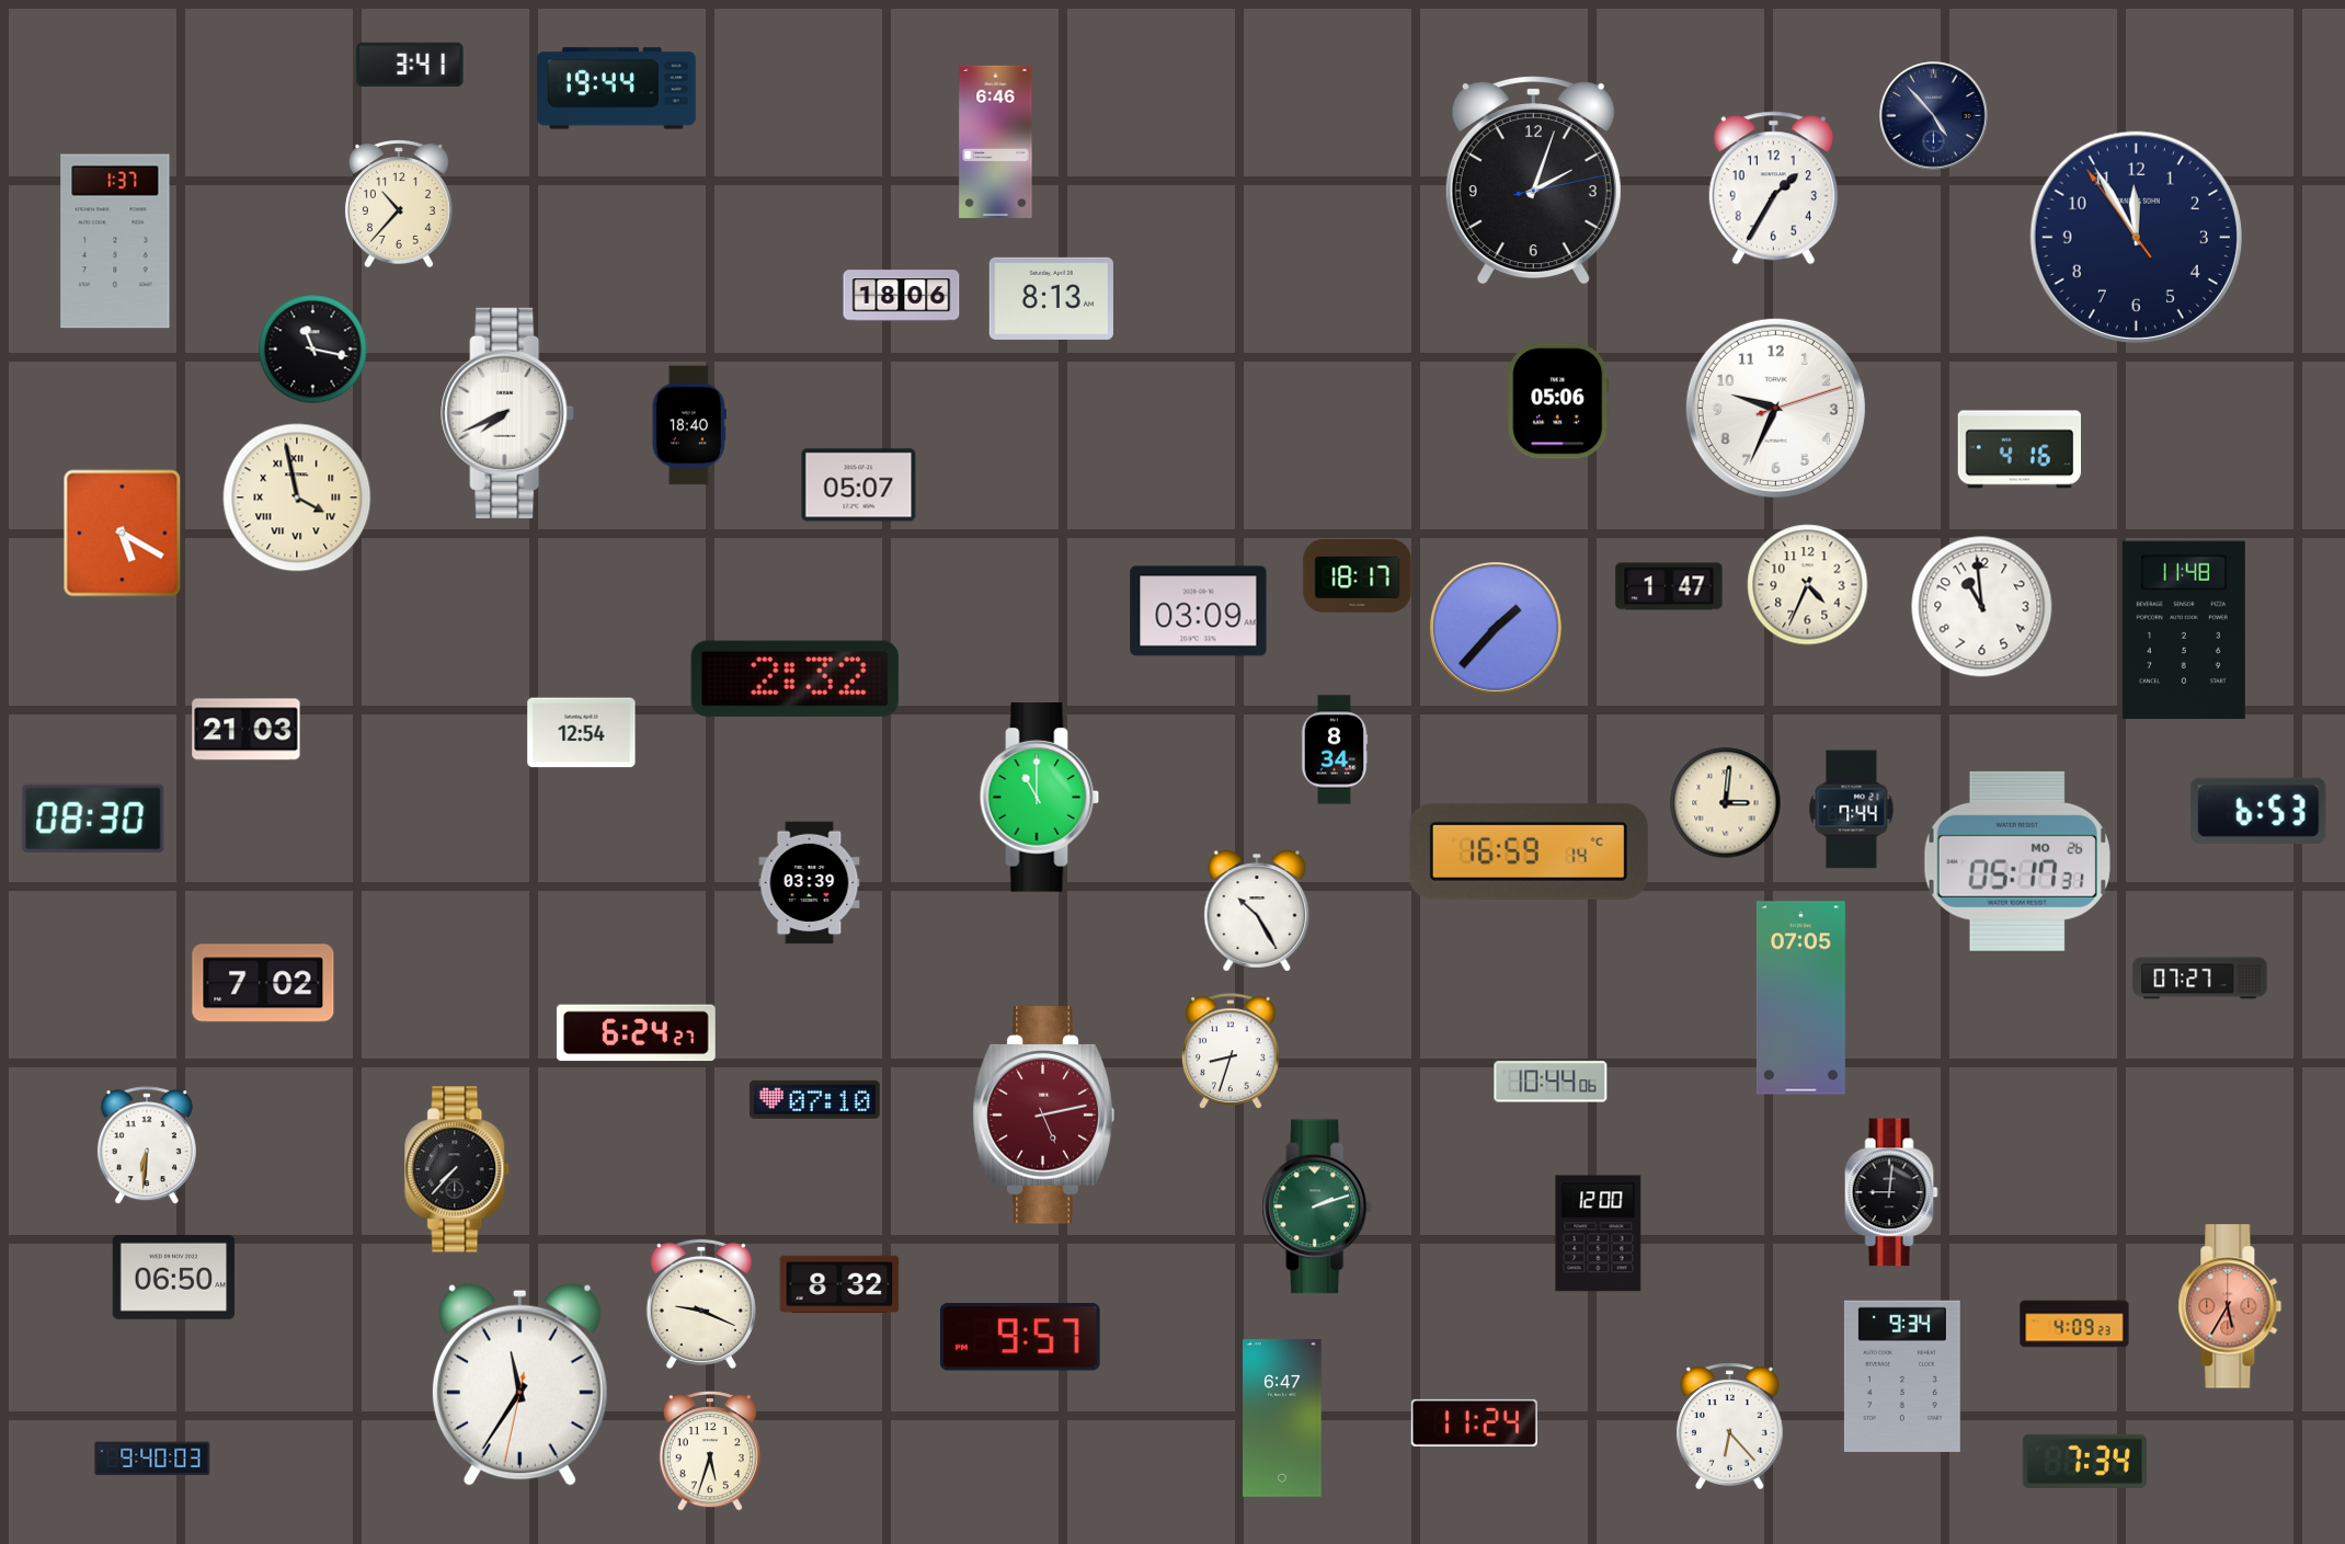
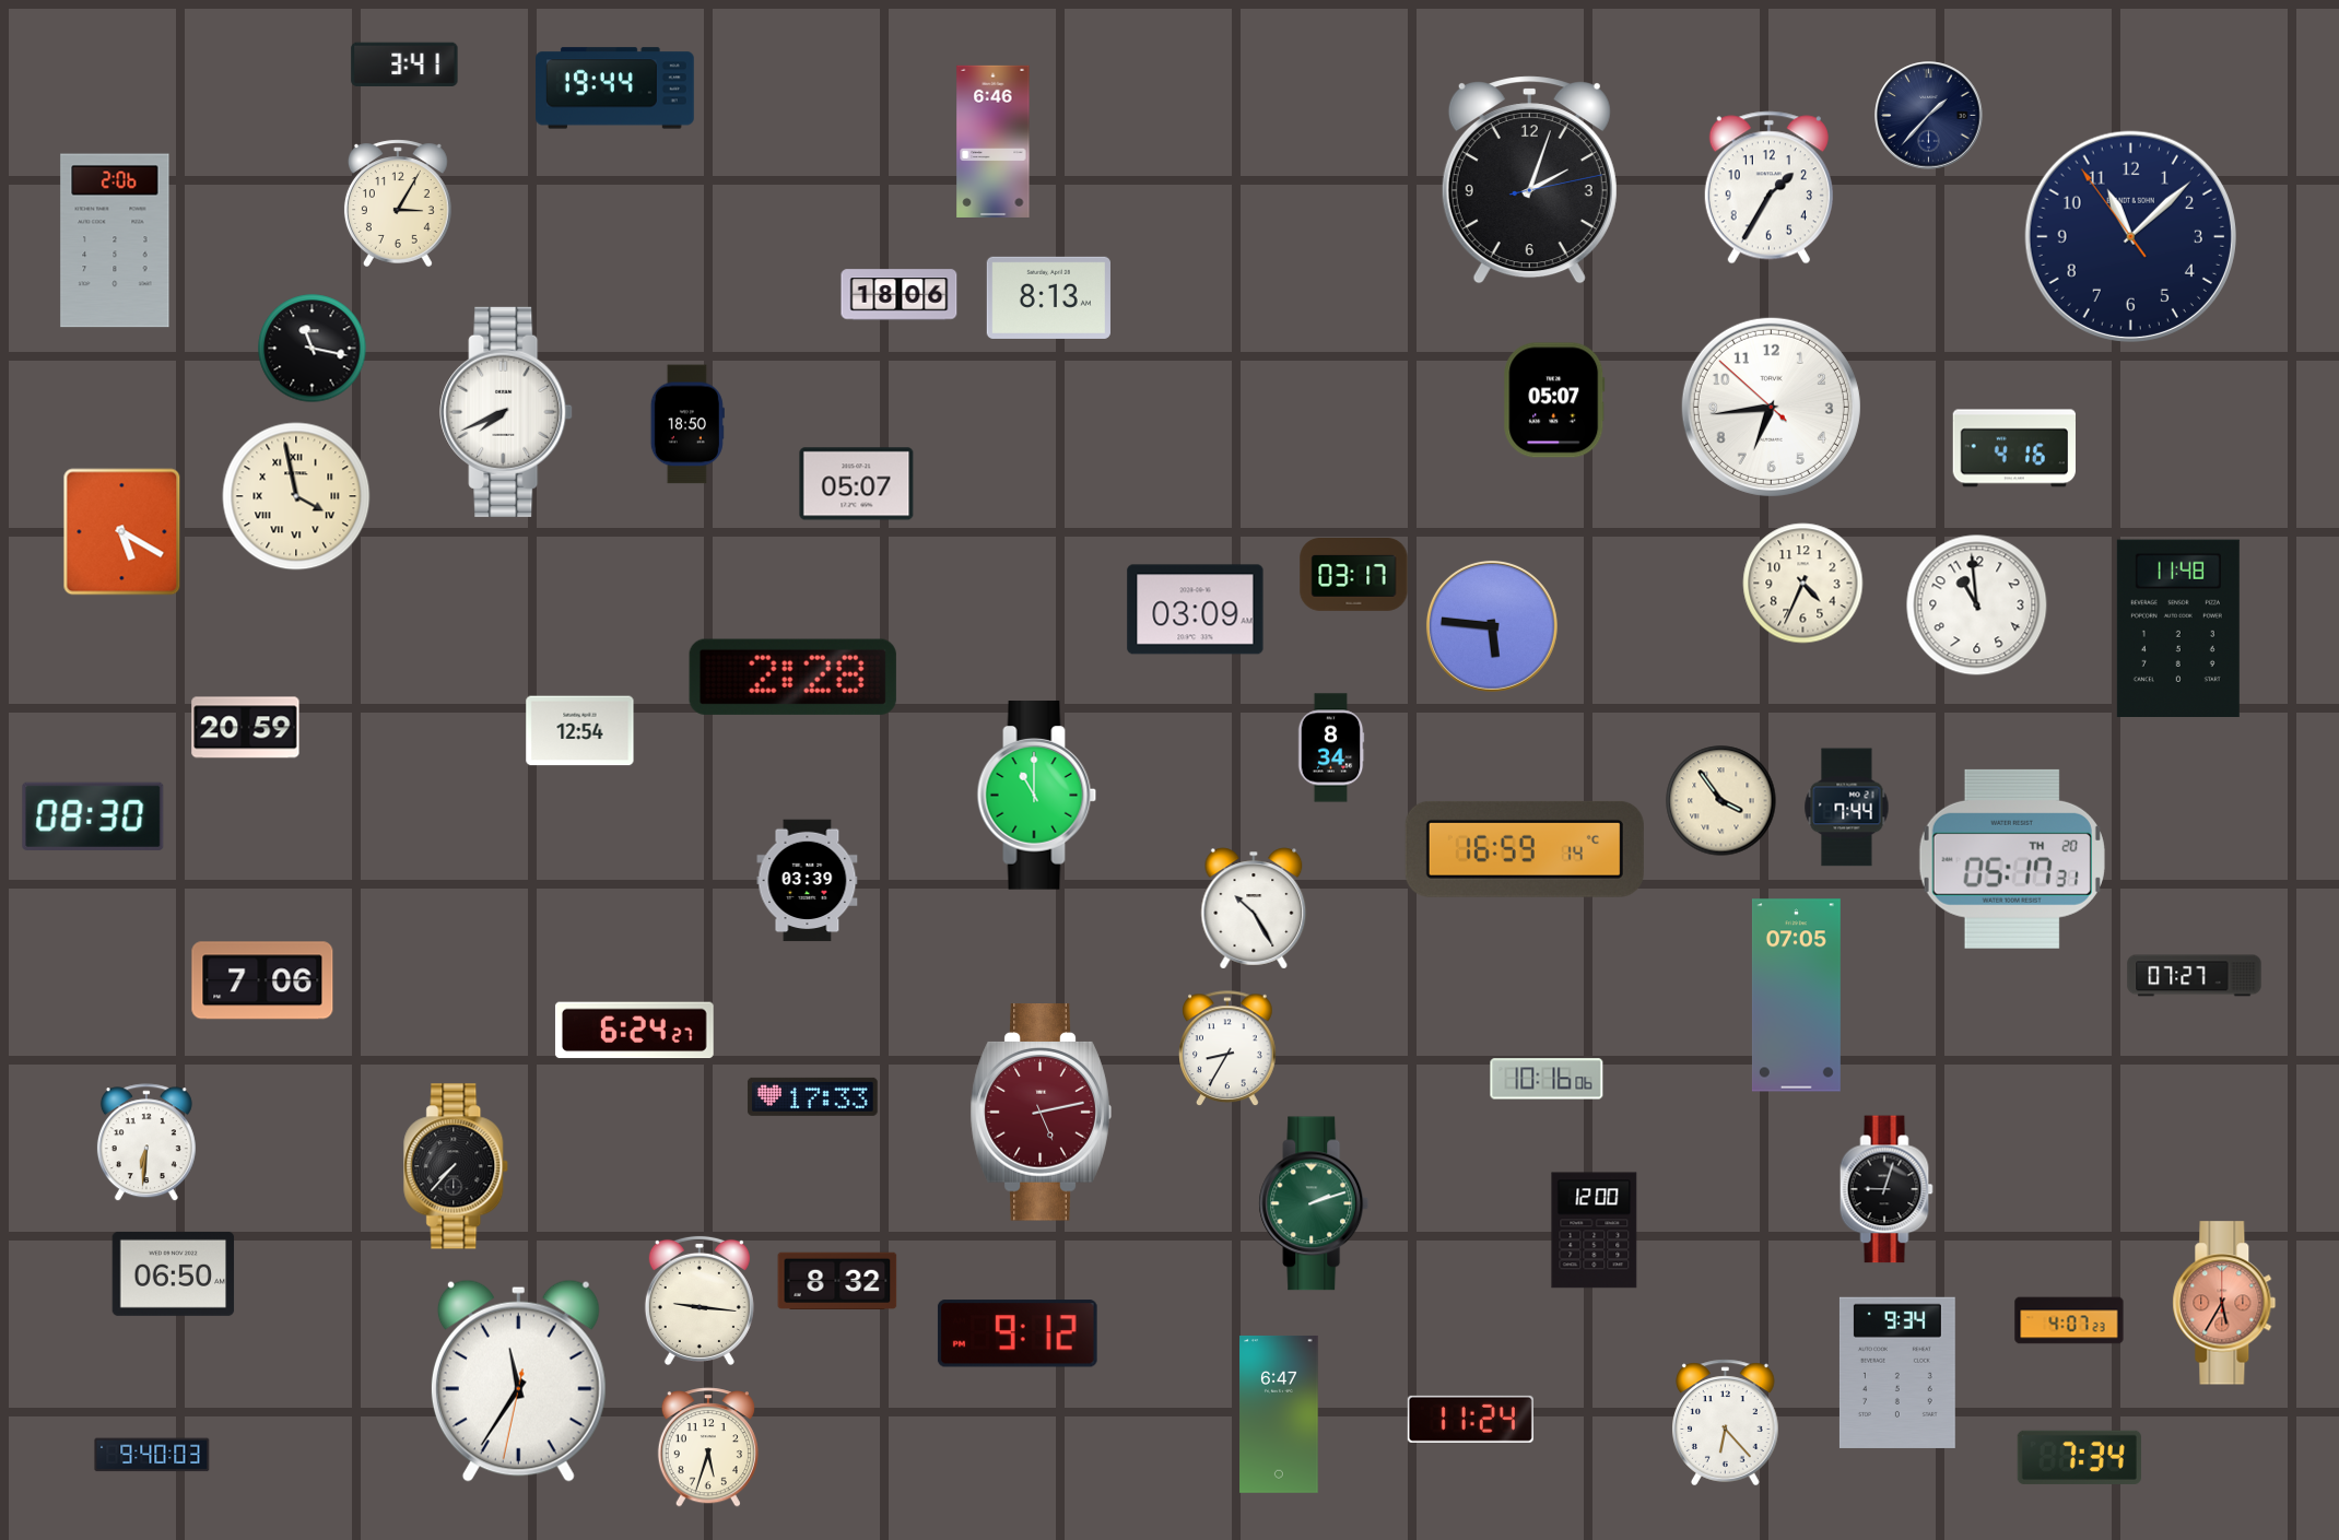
clock at (410, 65) position: (410, 65) -> (404, 64)
clock at (1934, 116): 4:53 -> 1:37
clock at (399, 204): 10:37 -> 3:05
clock at (2136, 237): 11:54 -> 11:07
clock at (115, 241): 1:37 -> 2:06
clock at (1558, 401): 05:06 -> 05:07
clock at (1775, 408): 9:34 -> 6:43
clock at (689, 425): 18:40 -> 18:50
clock at (1358, 576): 18:17 -> 03:17
clock at (1669, 586): 1:47 -> none
clock at (1496, 628): 1:37 -> 5:46
clock at (794, 678): 2:32 -> 2:28
clock at (247, 730): 21:03 -> 20:59
clock at (1726, 803): 3:01 -> 3:54
clock at (2258, 810): 6:53 -> none
clock at (2017, 861) date: MO 26 -> TH 20
clock at (263, 983): 7:02 -> 7:06
clock at (1231, 1052): 8:33 -> 8:35
clock at (1551, 1082): 10:44 -> 10:16
clock at (814, 1099): 07:10 -> 17:33
clock at (1891, 1192): 9:01 -> 9:03
clock at (701, 1304): 9:19 -> 9:16
clock at (2074, 1324): 4:09 -> 4:07
clock at (1020, 1337): 9:57 -> 9:12
